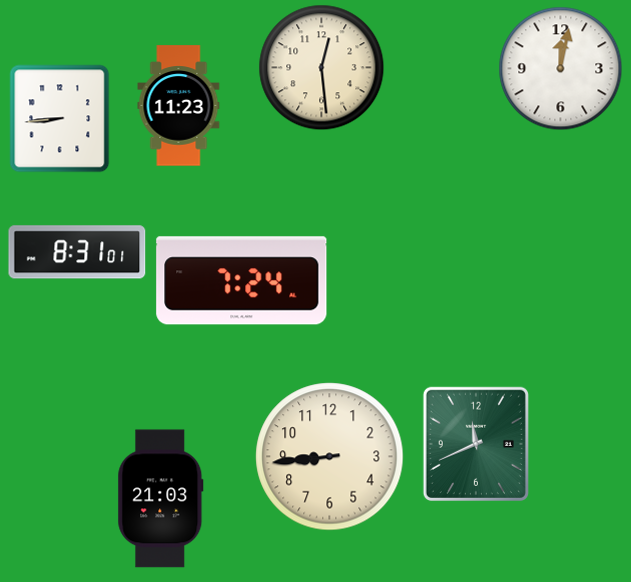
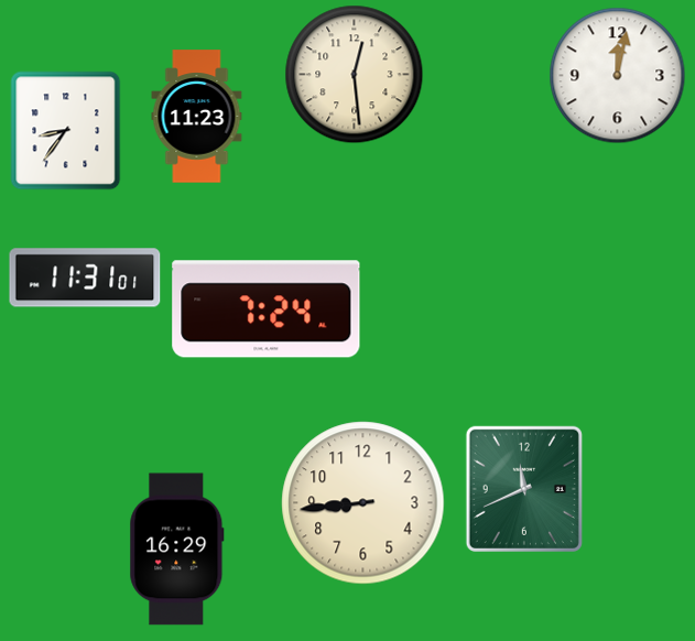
clock at (60, 119): 8:44 -> 8:36
clock at (77, 252): 8:31 -> 11:31
clock at (161, 499): 21:03 -> 16:29
